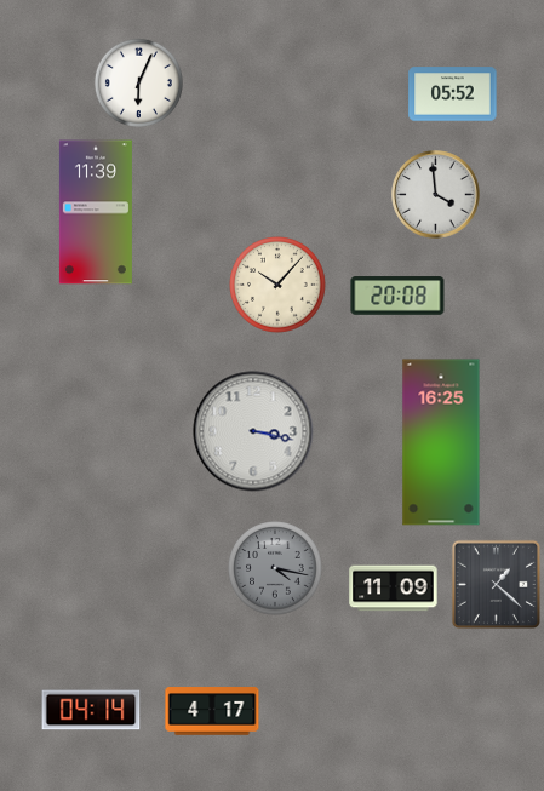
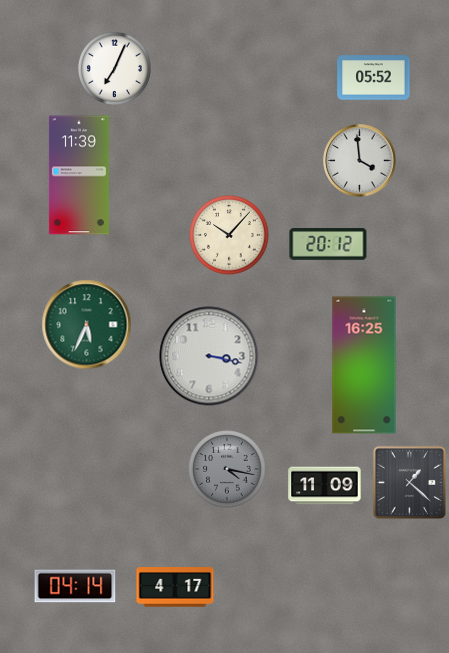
clock at (138, 82): 6:04 -> 7:04
clock at (397, 296): 20:08 -> 20:12
clock at (87, 325): none -> 5:34
